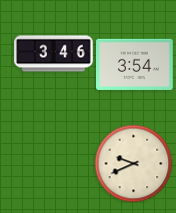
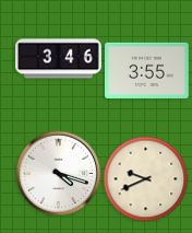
clock at (135, 64): 3:54 -> 3:55
clock at (58, 173): none -> 4:18
